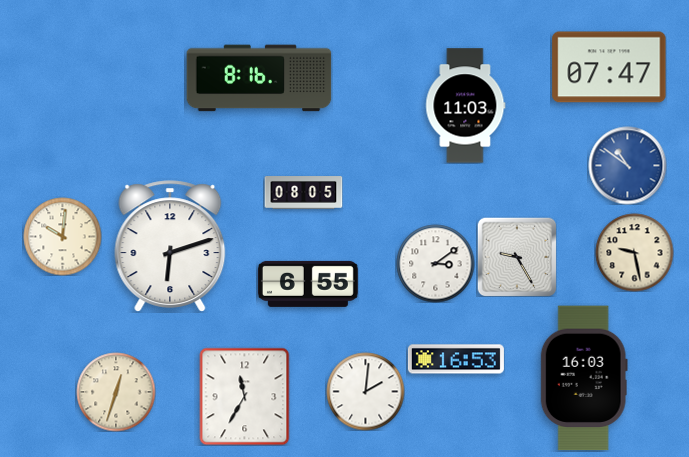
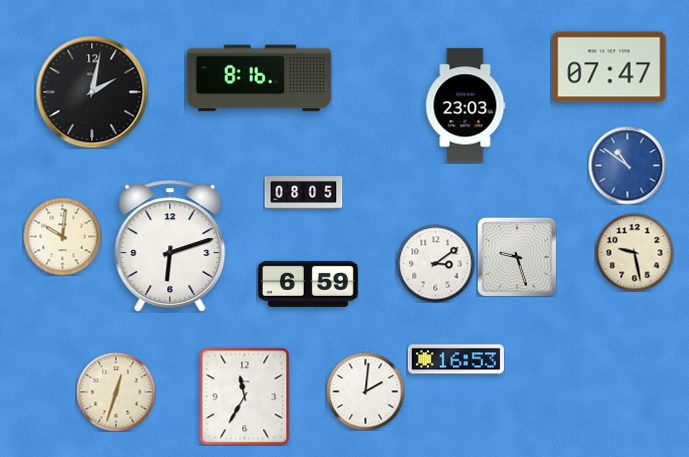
clock at (92, 92): none -> 2:02
clock at (466, 106): 11:03 -> 23:03
clock at (517, 257): 9:25 -> 9:27
clock at (308, 284): 6:55 -> 6:59
clock at (584, 378): 16:03 -> none
